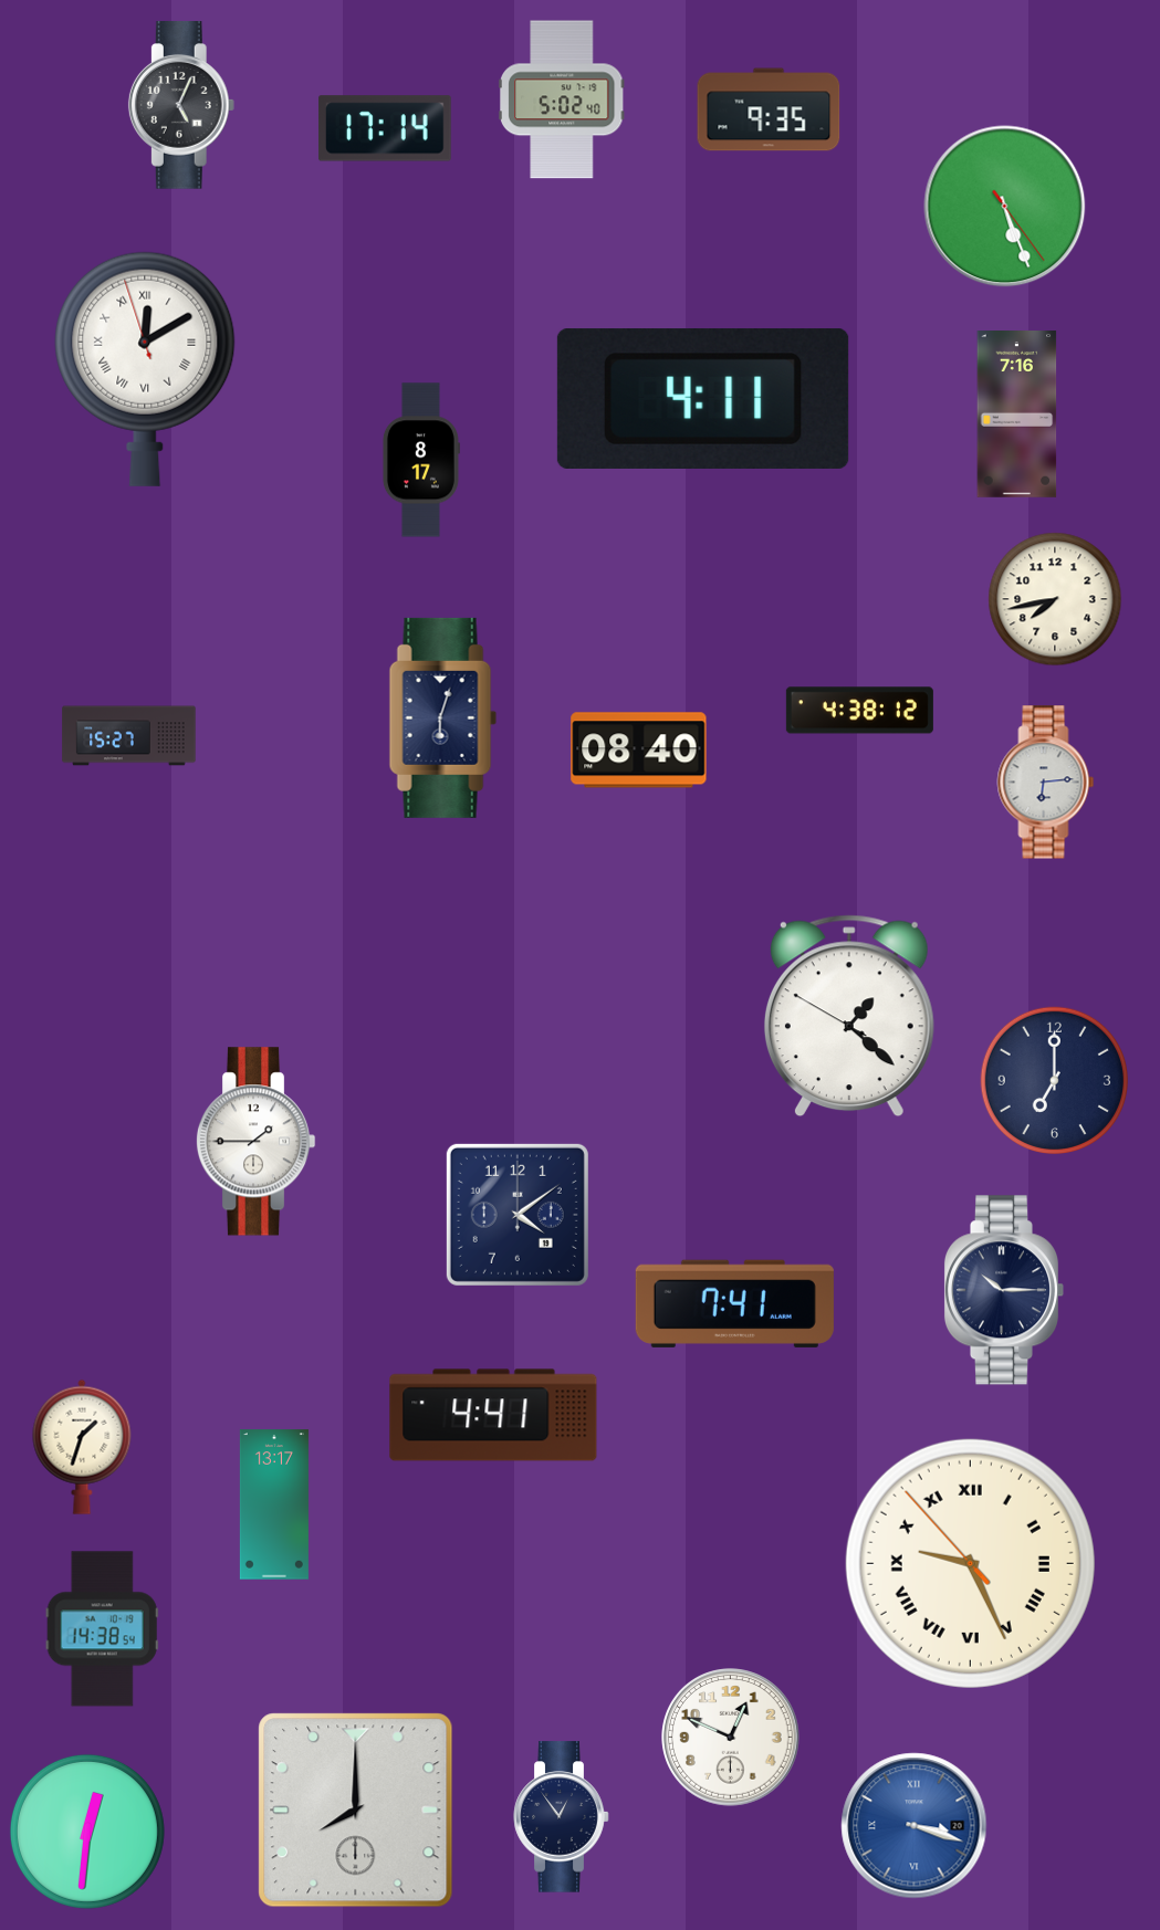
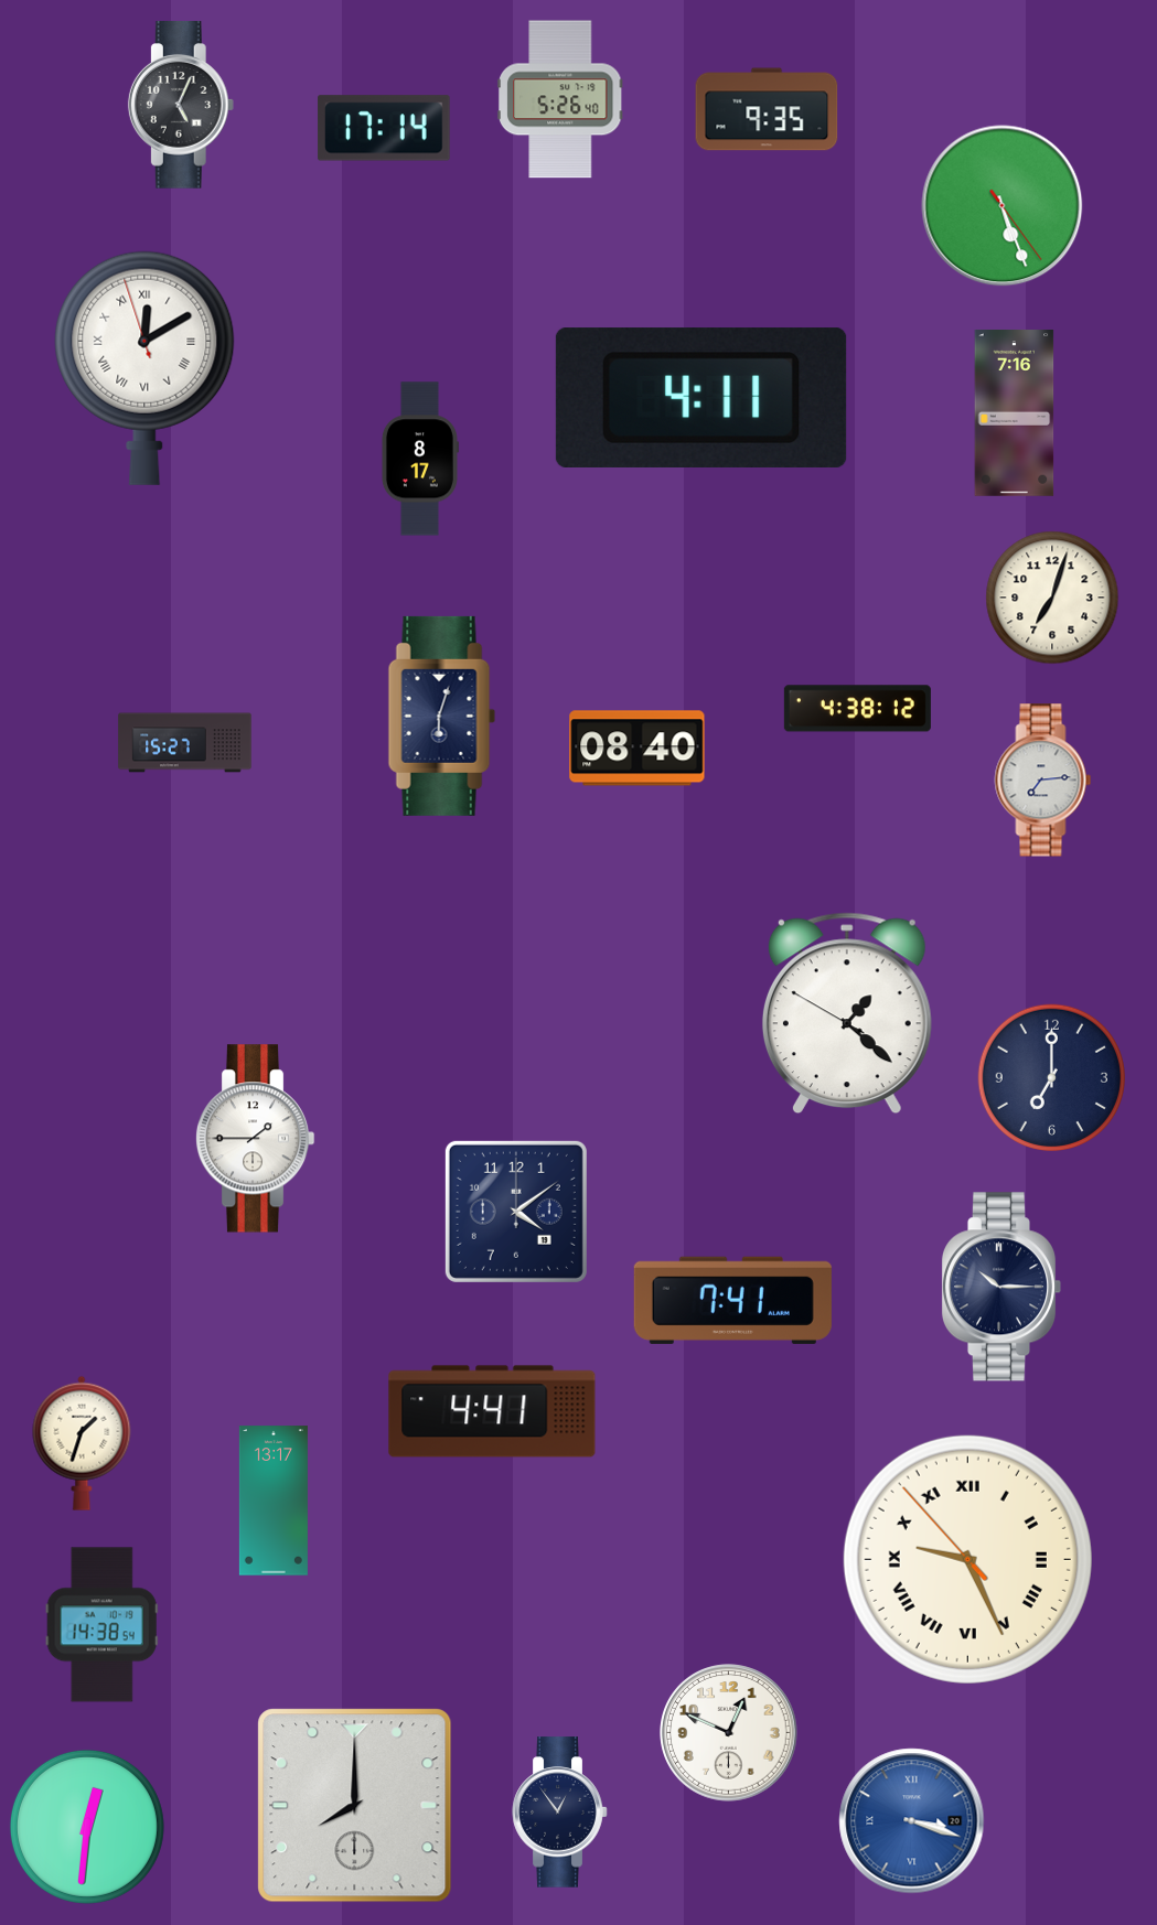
clock at (562, 99): 5:02 -> 5:26
clock at (1055, 599): 7:43 -> 7:03
clock at (129, 736) position: (129, 736) -> (185, 743)
clock at (1046, 783): 6:14 -> 7:14
